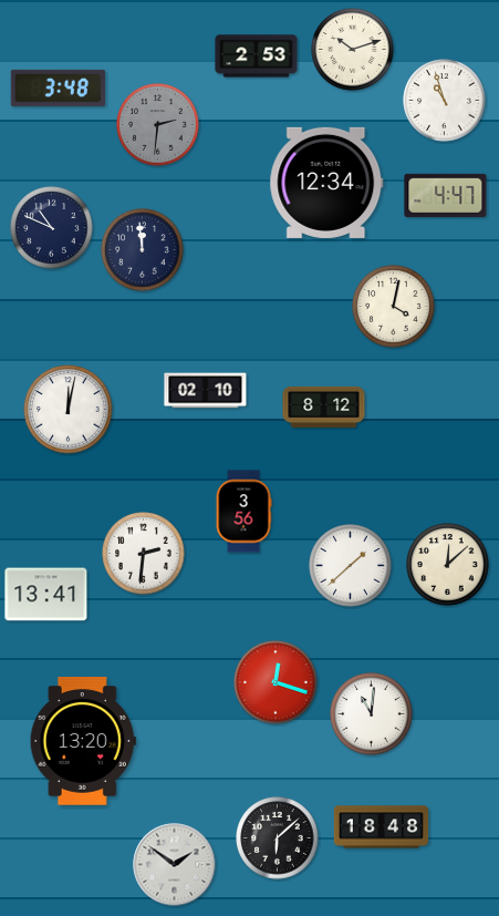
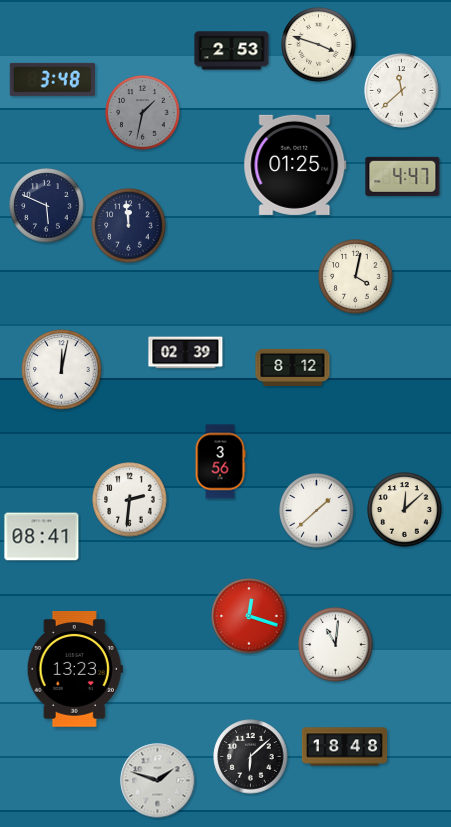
clock at (353, 50): 10:12 -> 3:48
clock at (445, 101): 10:57 -> 11:38
clock at (158, 125): 2:31 -> 1:32
clock at (326, 183): 12:34 -> 01:25
clock at (52, 228): 10:49 -> 5:49
clock at (206, 391): 02:10 -> 02:39
clock at (46, 595): 13:41 -> 08:41
clock at (83, 741): 13:20 -> 13:23
clock at (175, 865): 1:51 -> 1:48
